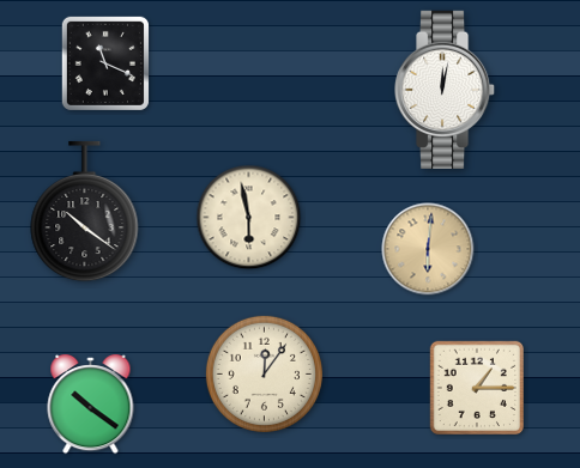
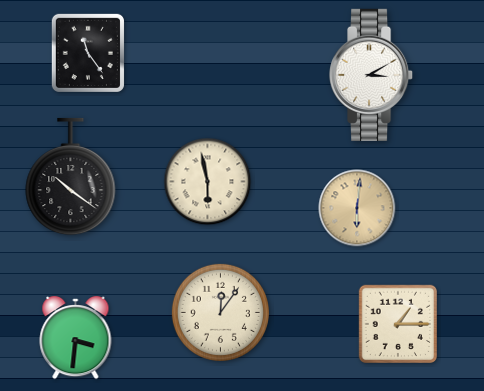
clock at (105, 63): 11:19 -> 11:24
clock at (446, 90): 12:02 -> 3:10
clock at (91, 406): 10:21 -> 3:31
